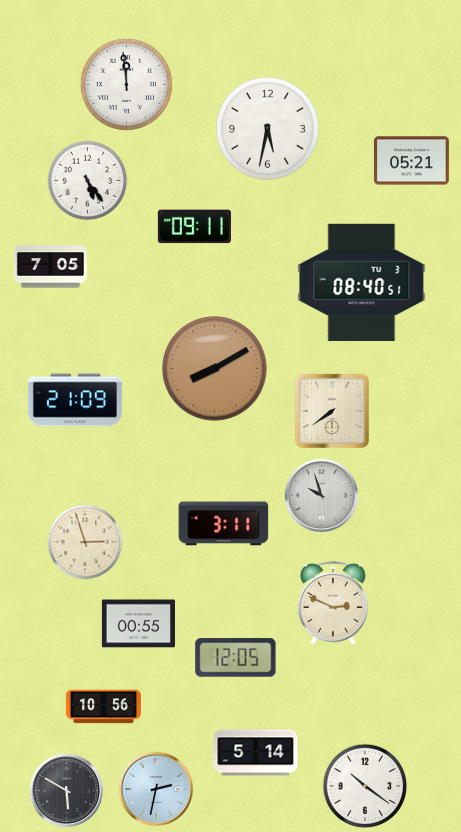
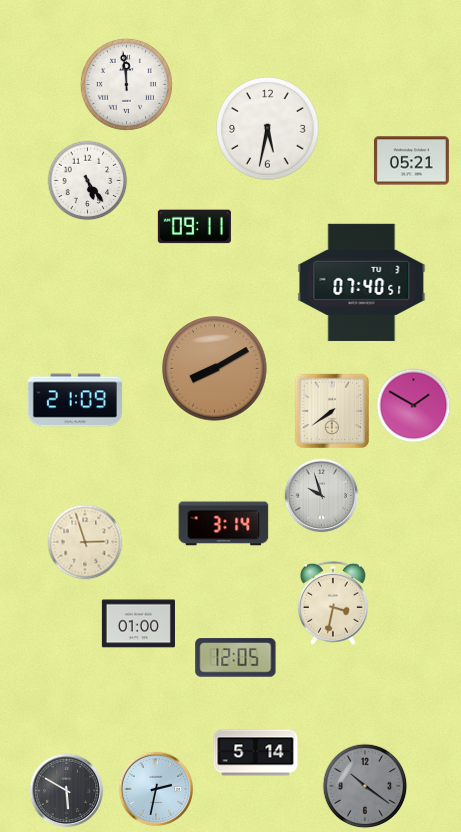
clock at (50, 267): 7:05 -> none
clock at (362, 282): 08:40 -> 07:40
clock at (414, 406): none -> 1:50
clock at (224, 524): 3:11 -> 3:14
clock at (333, 603): 2:49 -> 3:32
clock at (138, 624): 00:55 -> 01:00
clock at (103, 707): 10:56 -> none
clock at (365, 786) dial: white -> grey
